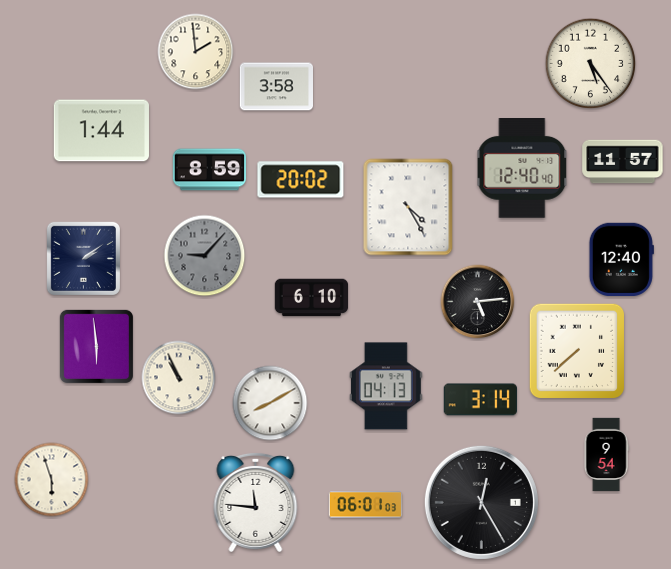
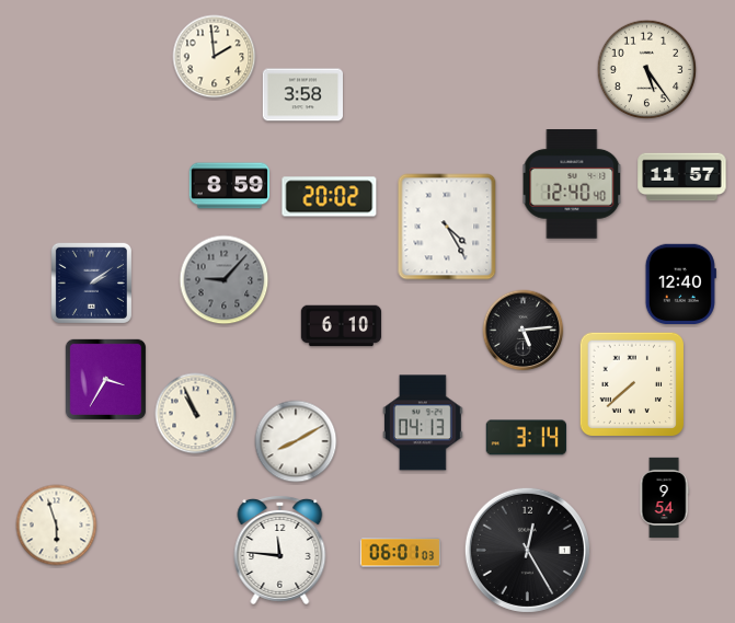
clock at (101, 131): 1:44 -> none
clock at (96, 346): 5:59 -> 3:35
